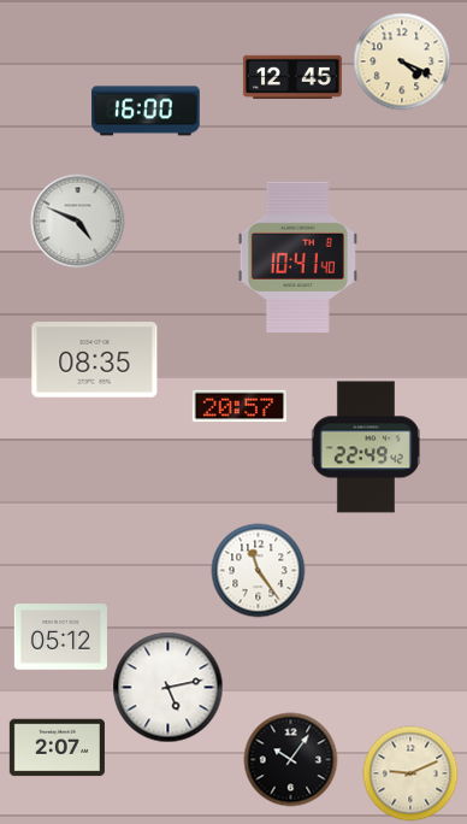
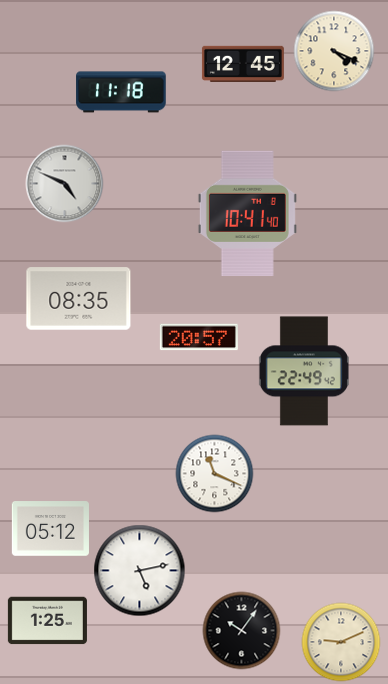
clock at (146, 111): 16:00 -> 11:18
clock at (258, 570): 11:24 -> 11:19
clock at (57, 748): 2:07 -> 1:25
